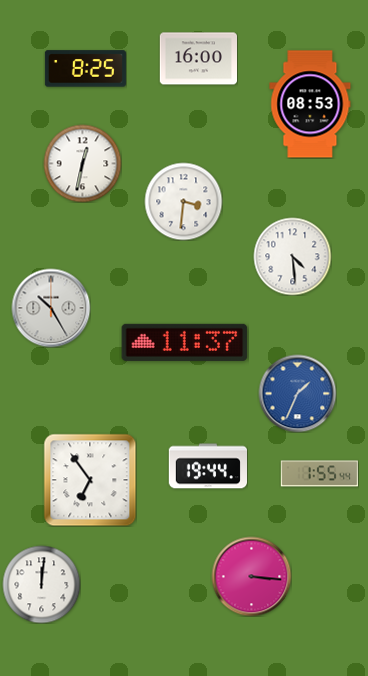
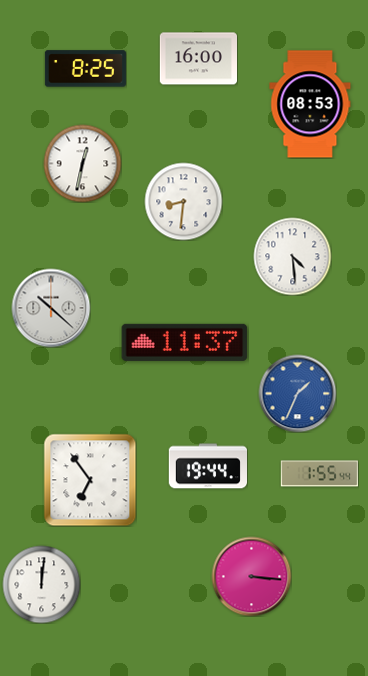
clock at (183, 201): 3:31 -> 8:31
clock at (51, 308): 10:25 -> 10:22
